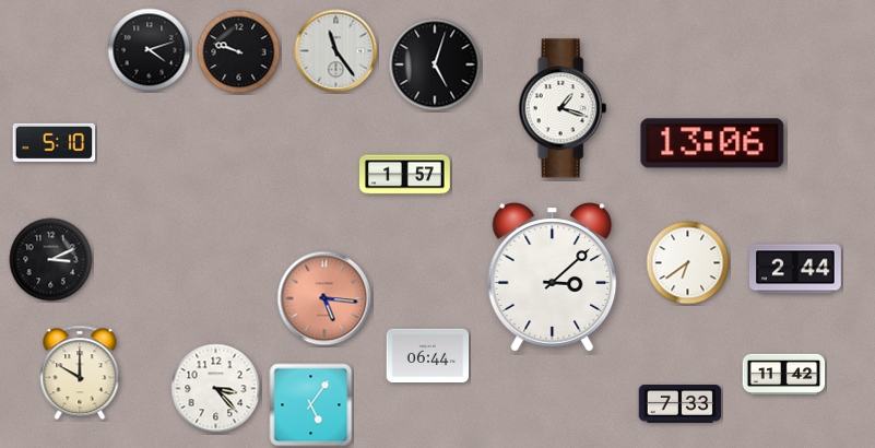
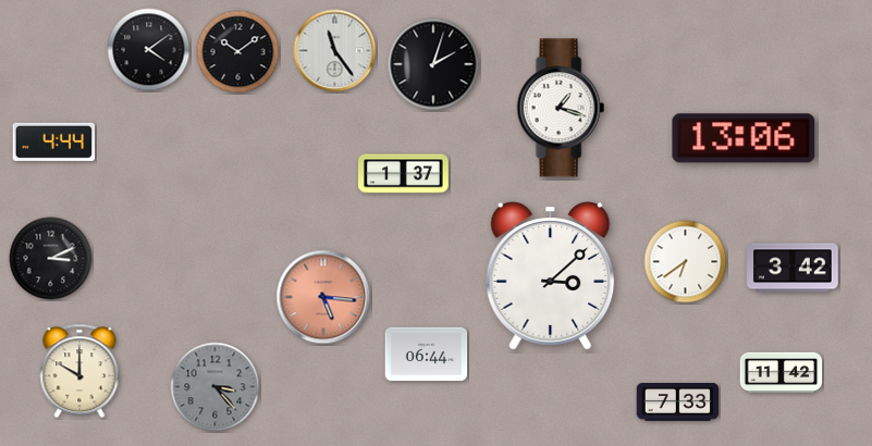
clock at (150, 50): 4:12 -> 4:09
clock at (239, 52): 9:48 -> 10:09
clock at (435, 64): 5:03 -> 2:03
clock at (55, 142): 5:10 -> 4:44
clock at (712, 143) position: (712, 143) -> (744, 138)
clock at (405, 175): 1:57 -> 1:37
clock at (795, 269): 2:44 -> 3:42
clock at (216, 389) dial: white -> grey
clock at (311, 405): 5:06 -> none
